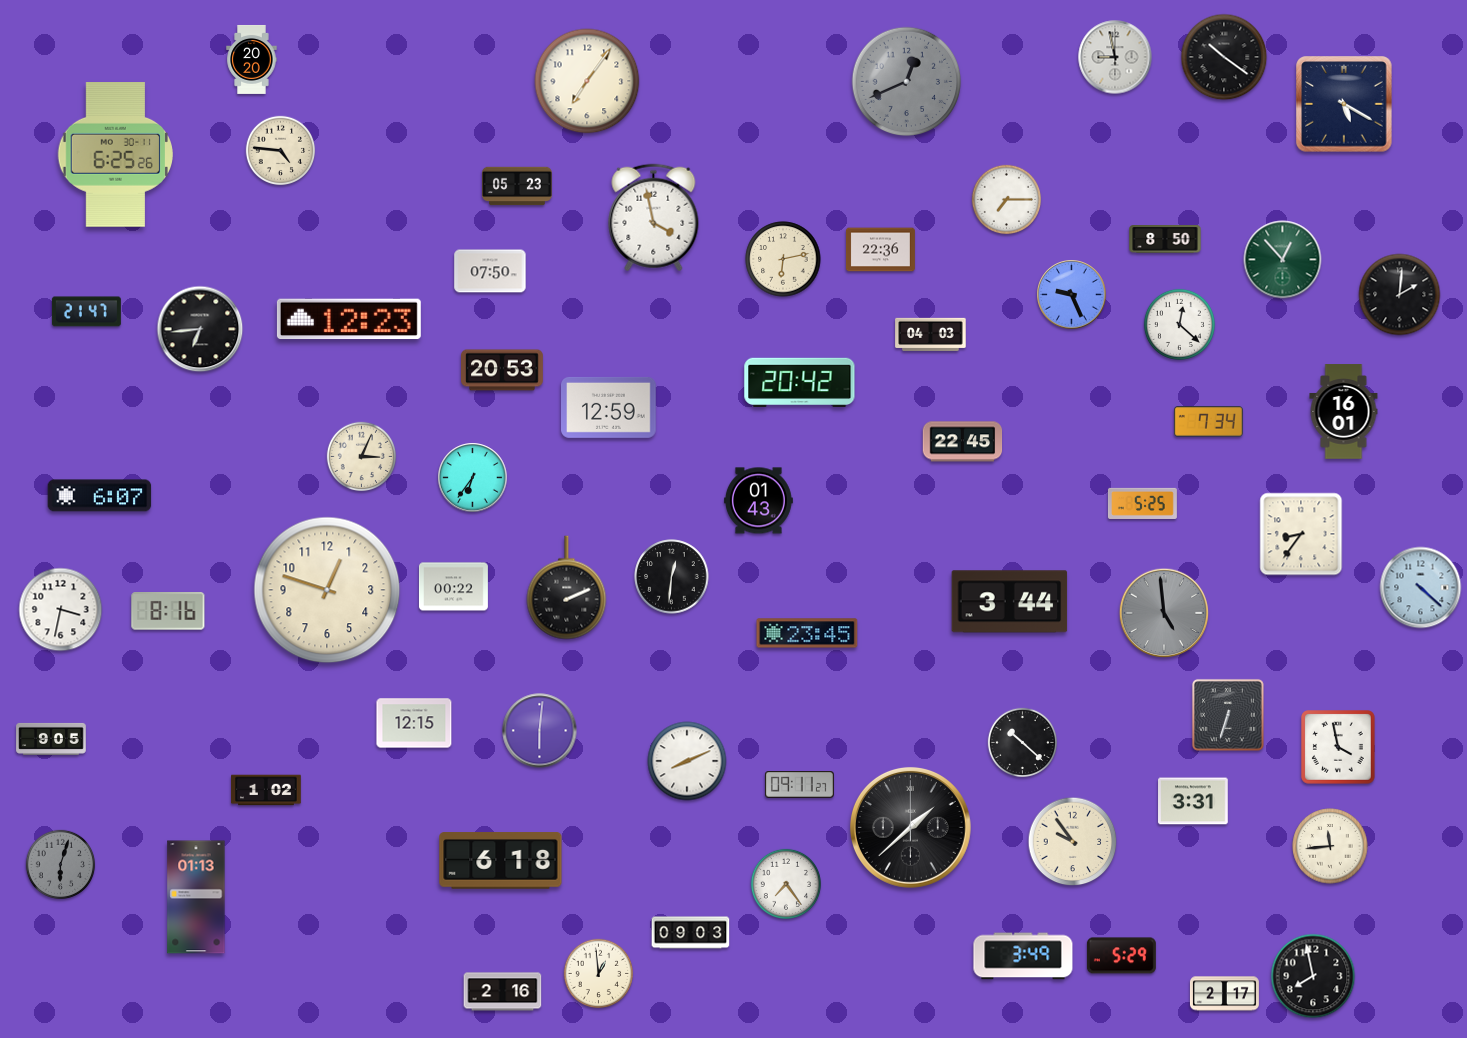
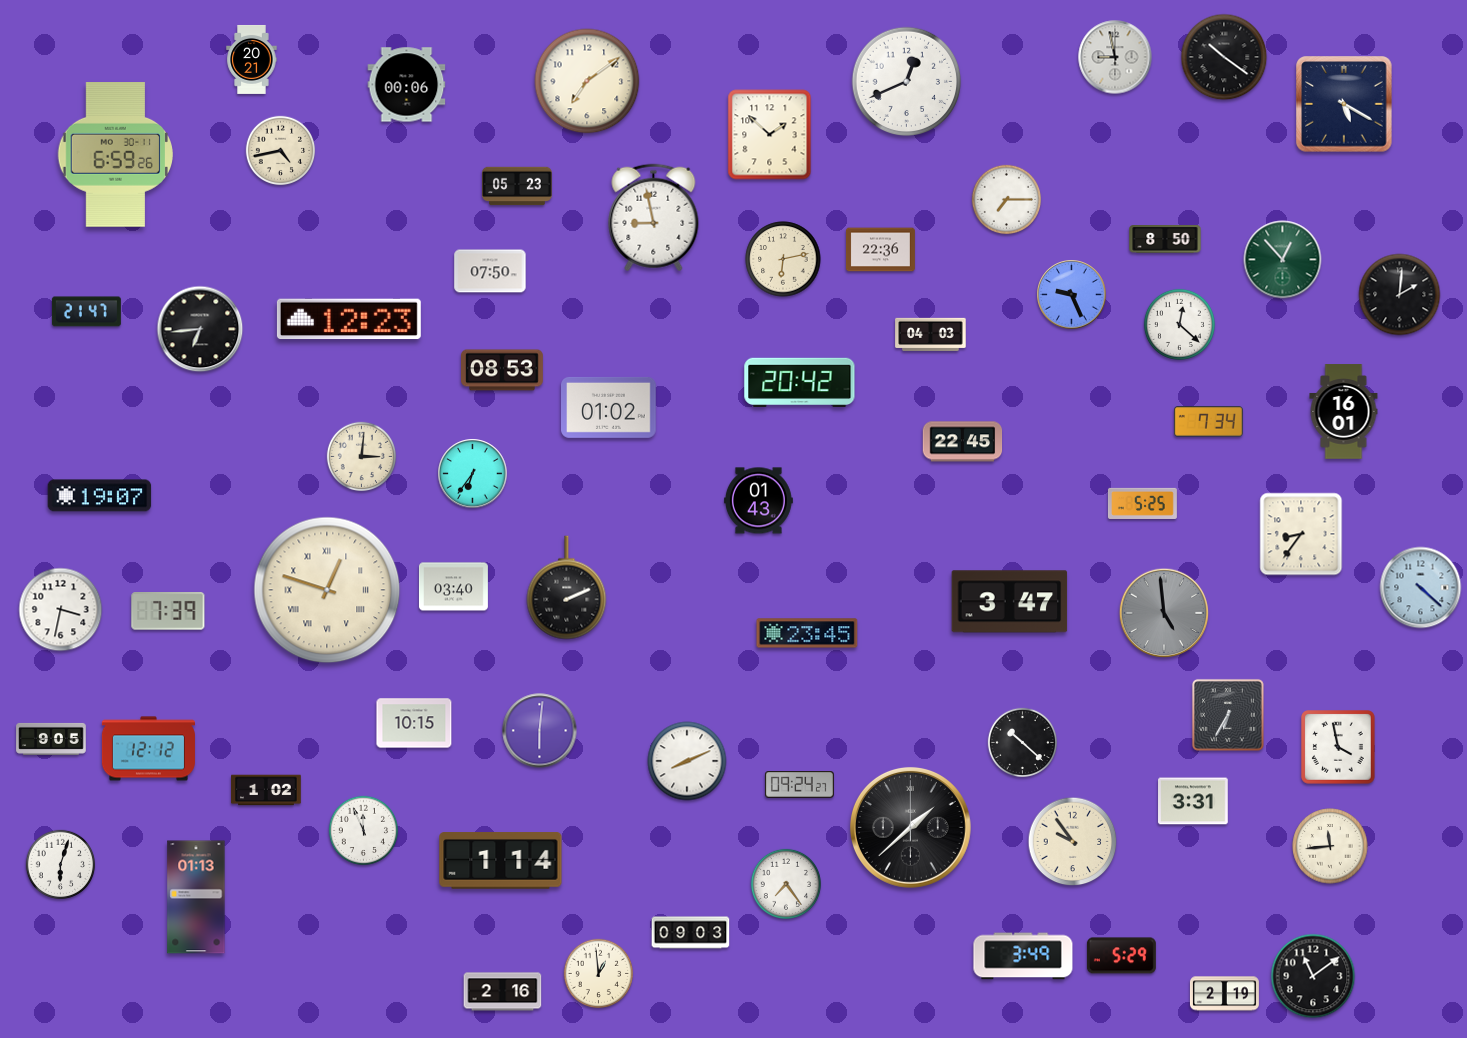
clock at (252, 59): 20:20 -> 20:21
clock at (587, 81): 7:06 -> 7:09
clock at (907, 82) dial: grey -> white
clock at (407, 85): none -> 00:06
clock at (770, 135): none -> 1:52
clock at (281, 151): 4:46 -> 4:43
clock at (115, 155): 6:25 -> 6:59
clock at (654, 218): 3:58 -> 8:58
clock at (503, 370): 20:53 -> 08:53
clock at (609, 407): 12:59 -> 01:02
clock at (362, 457): 3:04 -> 3:01
clock at (473, 478) position: (473, 478) -> (473, 474)
clock at (100, 496): 6:07 -> 19:07
clock at (672, 577): 12:31 -> none
clock at (453, 587): 00:22 -> 03:40
clock at (327, 590) numerals: Arabic -> Roman
clock at (1010, 602): 3:44 -> 3:47
clock at (168, 611): 8:16 -> 7:39
clock at (1228, 715): 6:33 -> 6:35
clock at (414, 723): 12:15 -> 10:15
clock at (148, 749): none -> 12:12
clock at (799, 785): 09:11 -> 09:24
clock at (364, 831): none -> 11:56
clock at (501, 861): 6:18 -> 1:14
clock at (61, 865) dial: grey -> white
clock at (1313, 976): 7:58 -> 11:09
clock at (1224, 994): 2:17 -> 2:19
